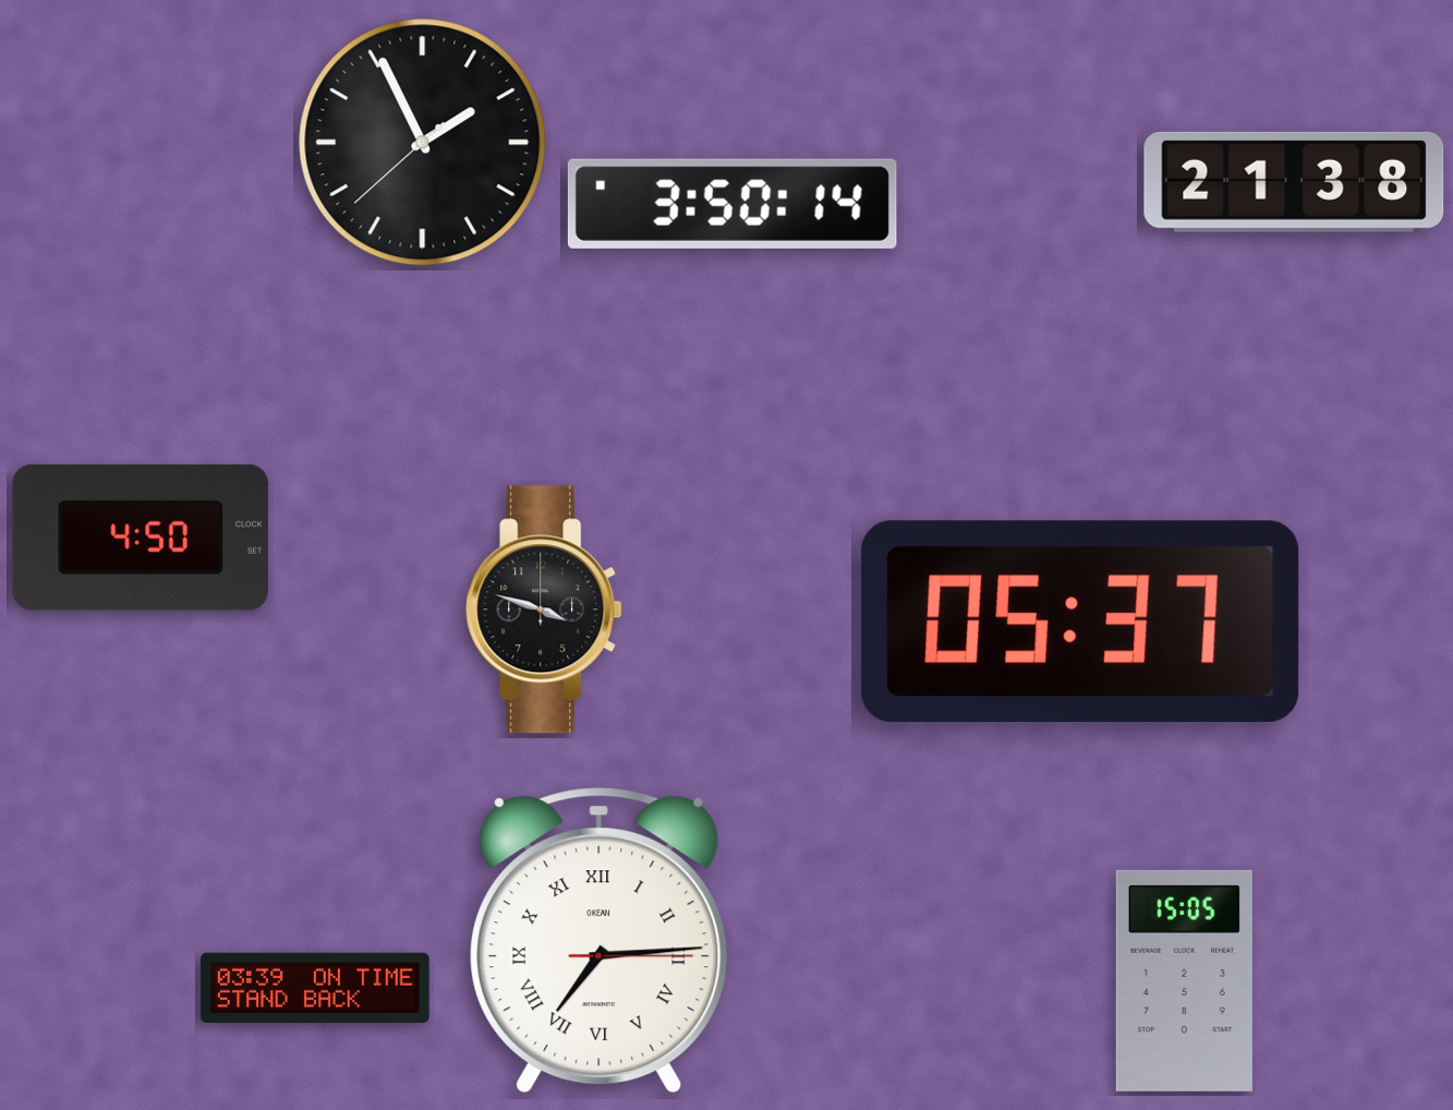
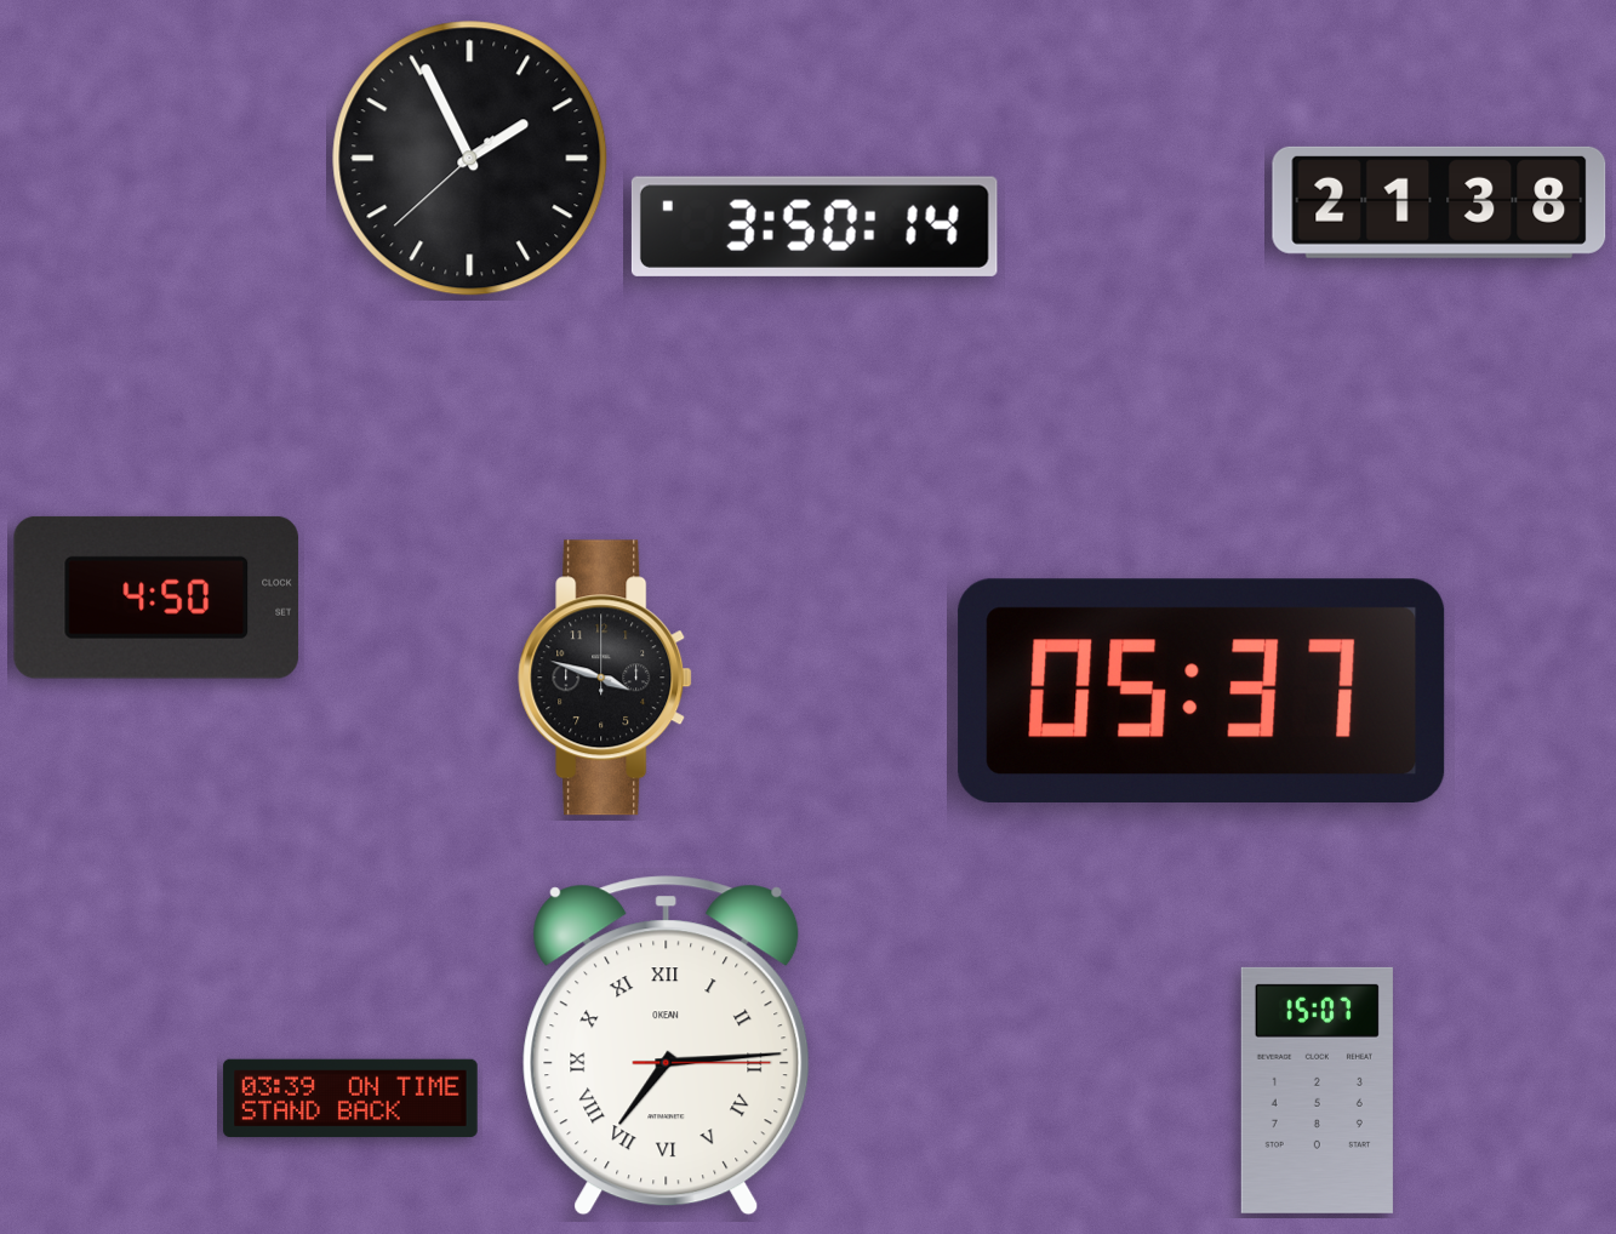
clock at (1184, 980): 15:05 -> 15:07
